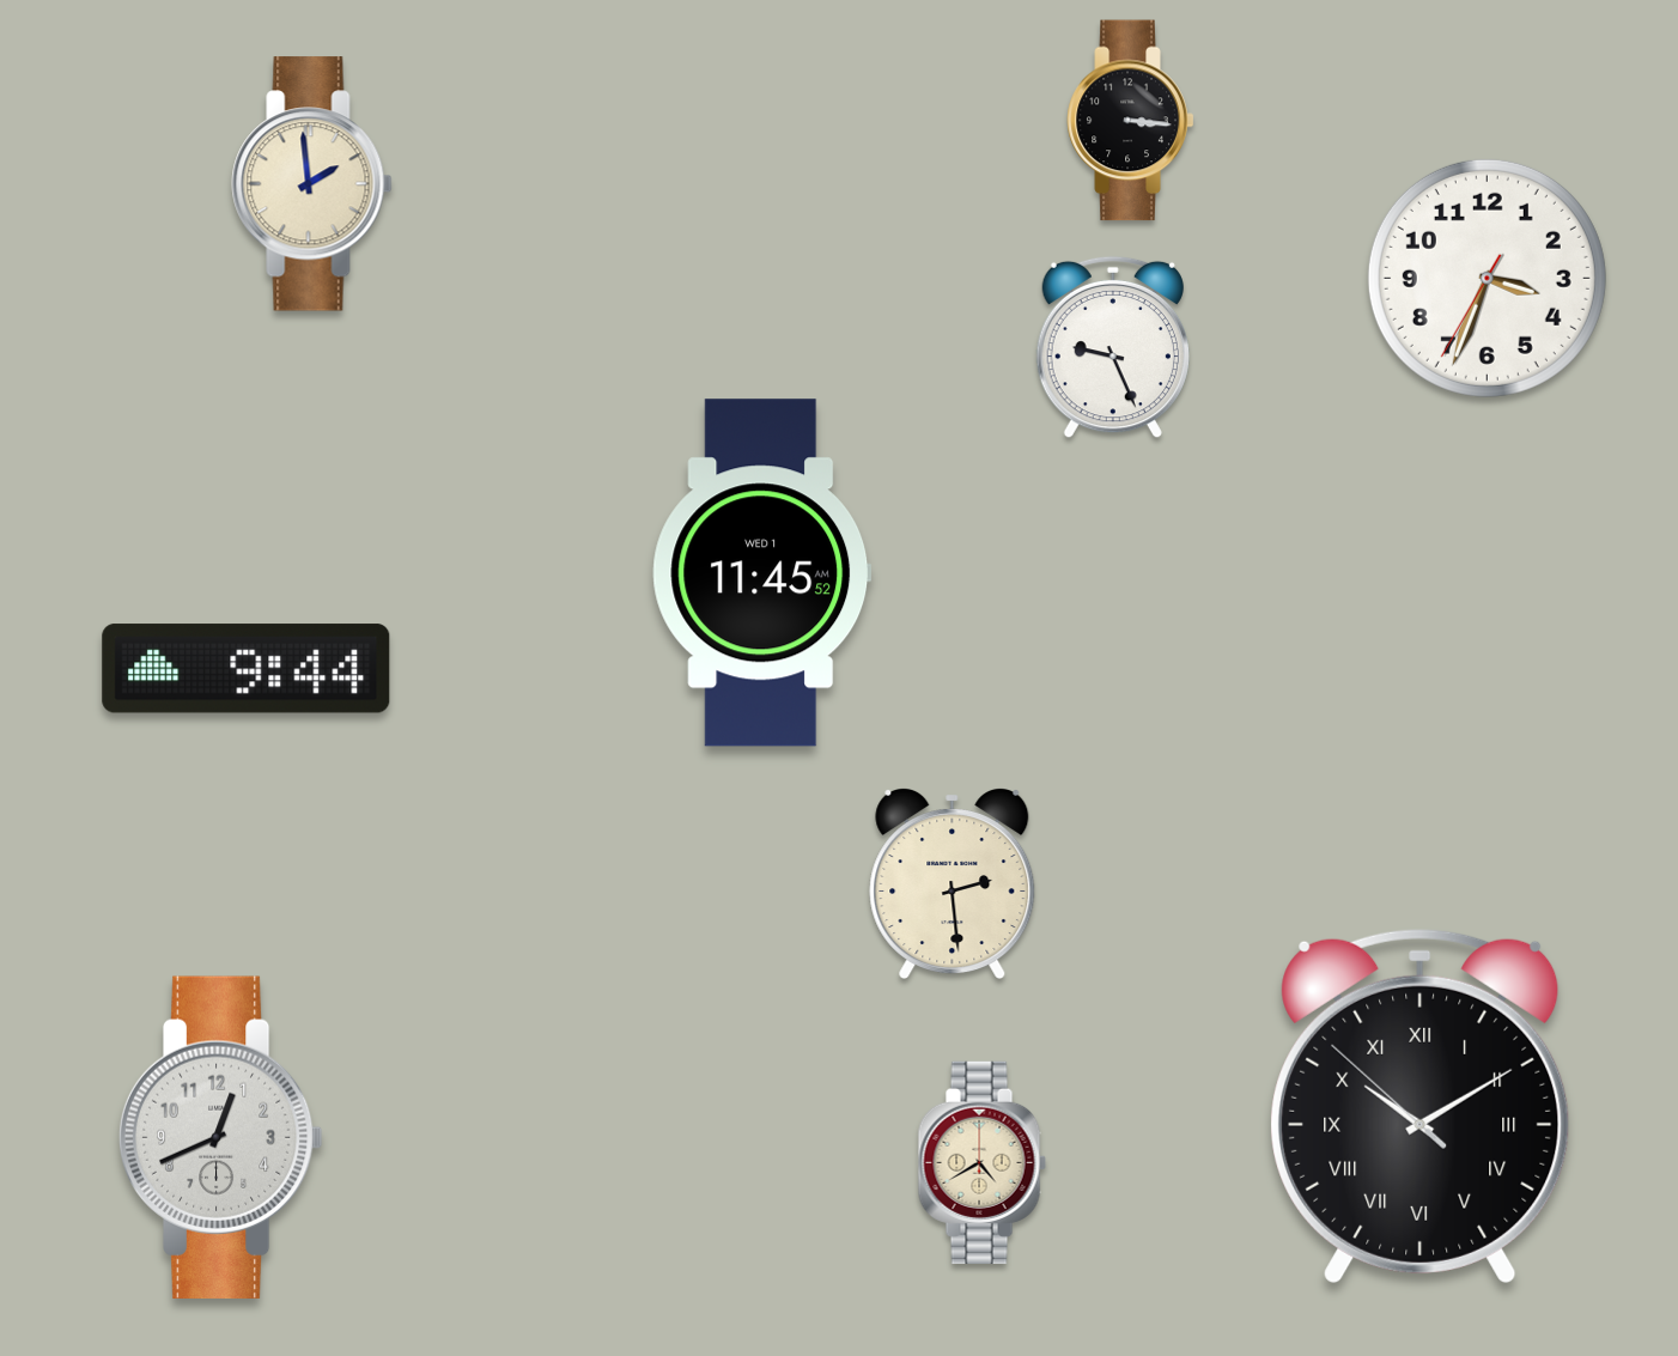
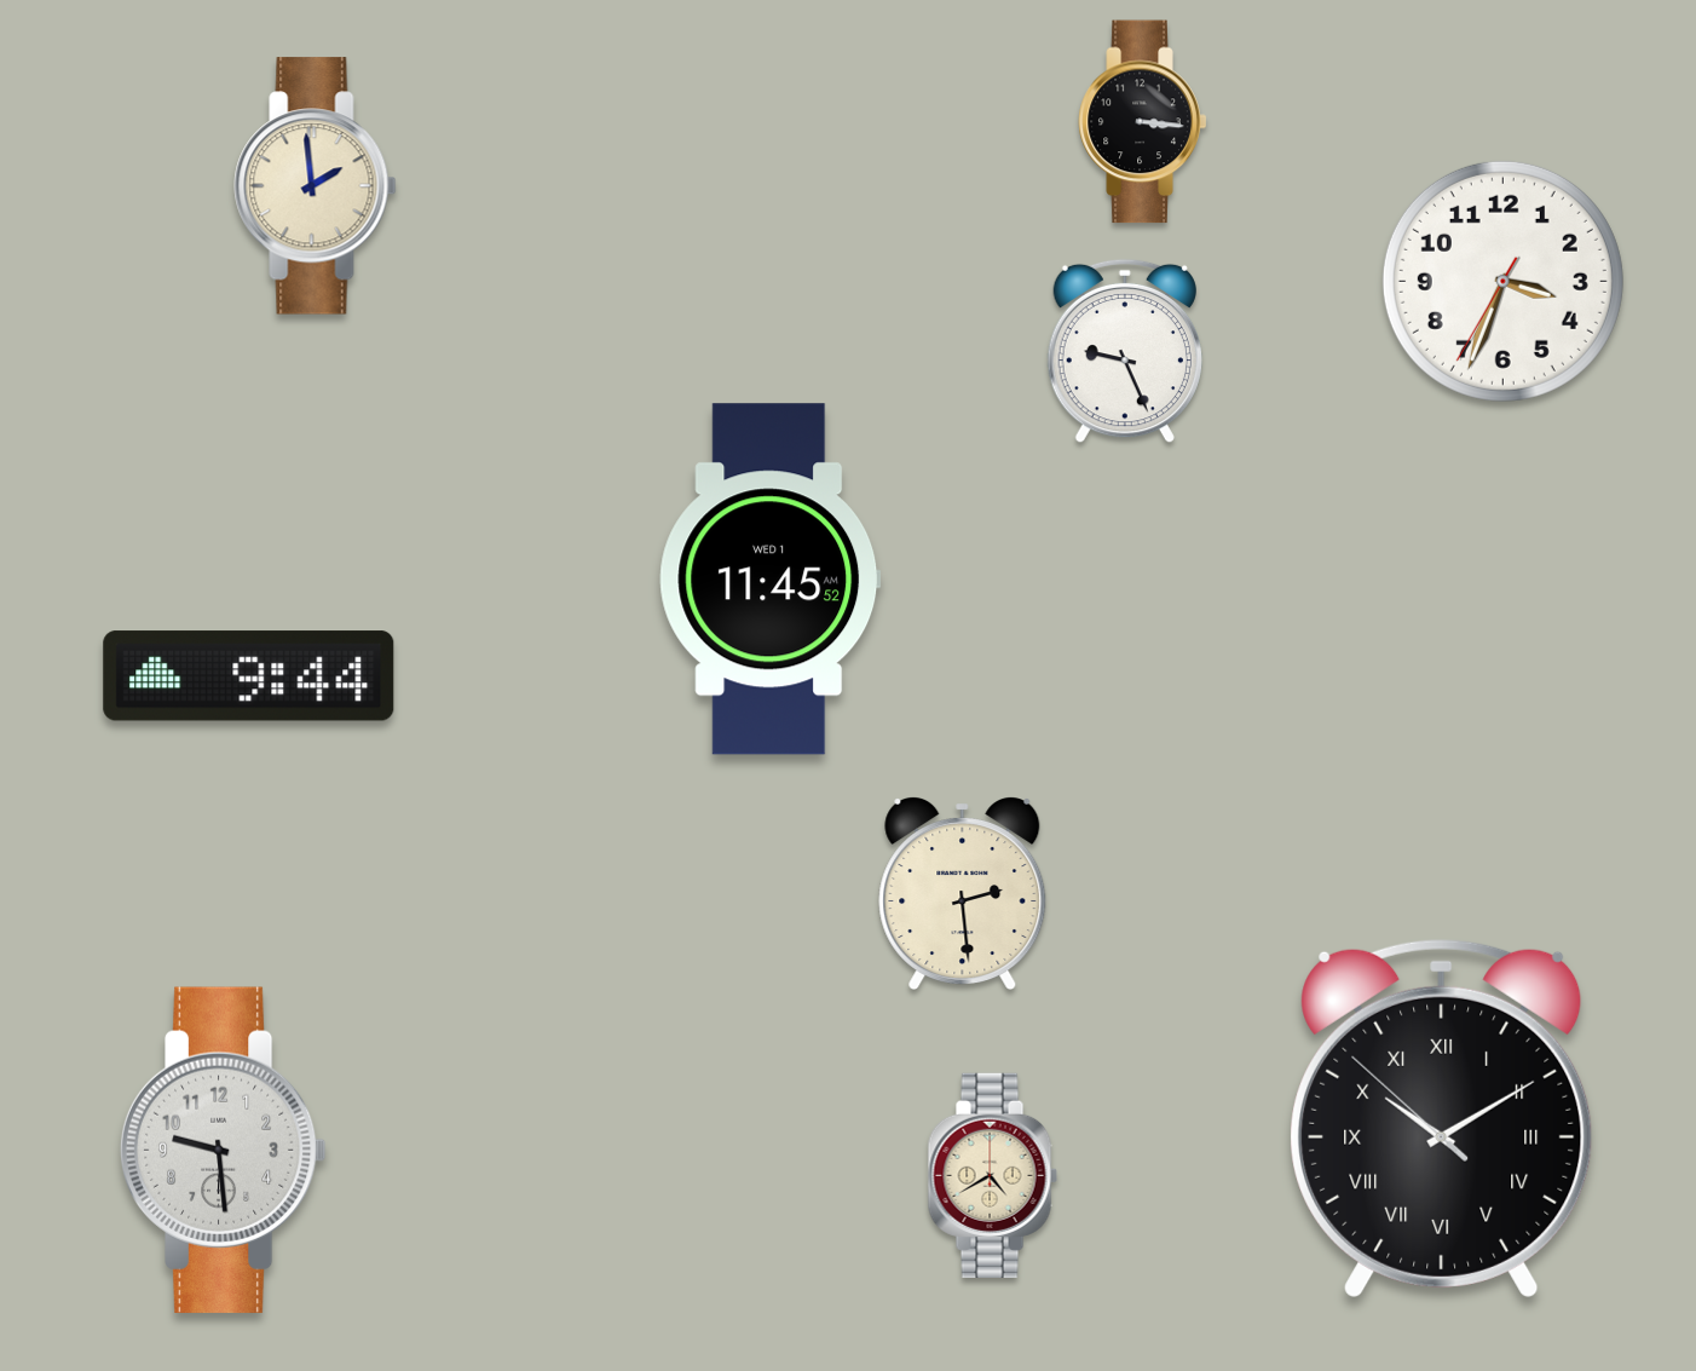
clock at (1421, 1106) position: (1421, 1106) -> (1442, 1118)
clock at (220, 1137): 12:41 -> 9:29
